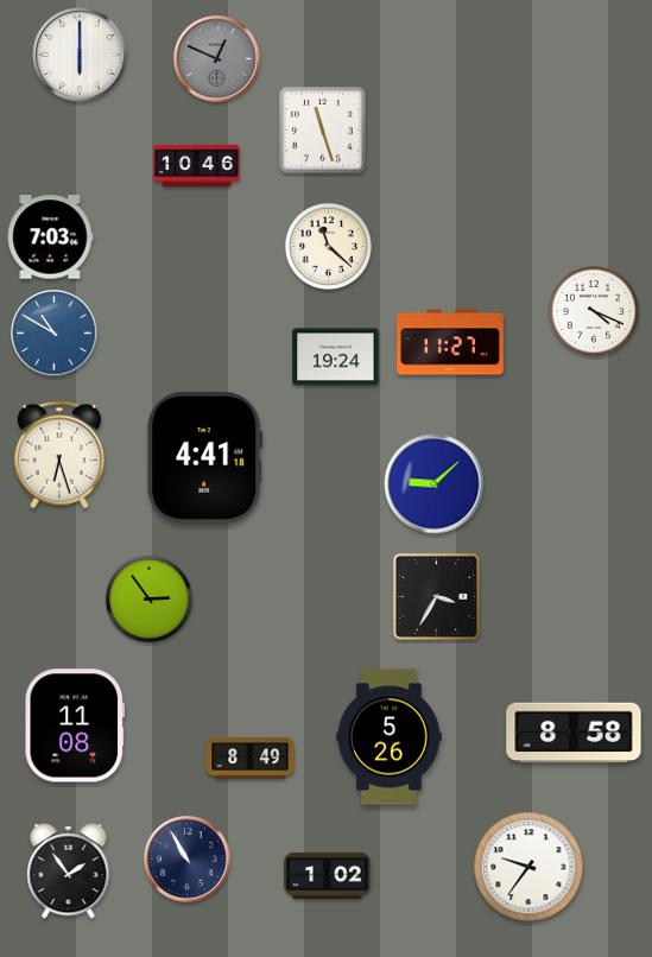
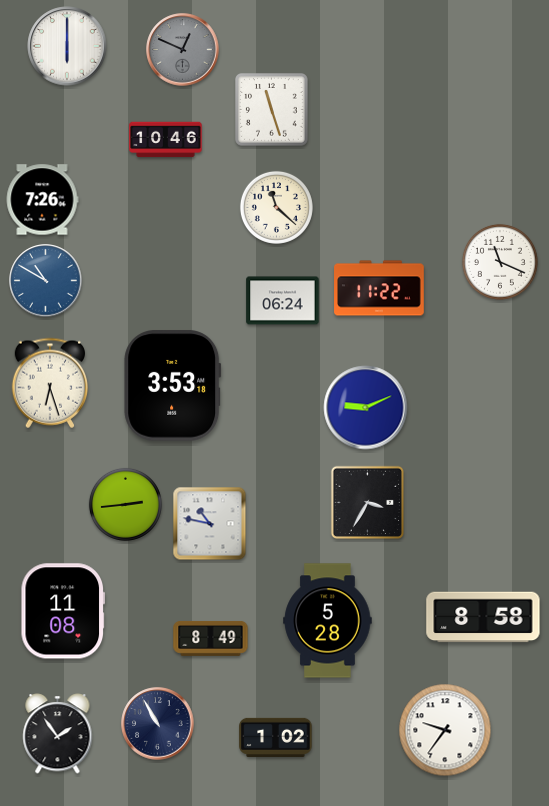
clock at (50, 237): 7:03 -> 7:26
clock at (594, 311): 4:19 -> 11:19
clock at (450, 342): 11:27 -> 11:22
clock at (336, 357): 19:24 -> 06:24
clock at (205, 458): 4:41 -> 3:53
clock at (435, 484): 9:08 -> 9:11
clock at (148, 598): 2:54 -> 2:44
clock at (210, 524): none -> 10:47
clock at (390, 737): 5:26 -> 5:28
